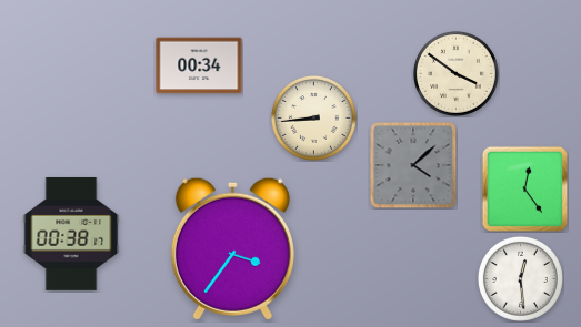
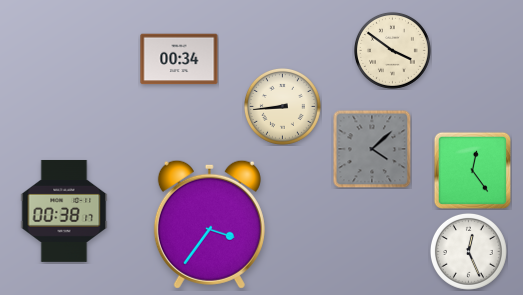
clock at (455, 73) position: (455, 73) -> (392, 50)
clock at (520, 278): 12:29 -> 12:26
